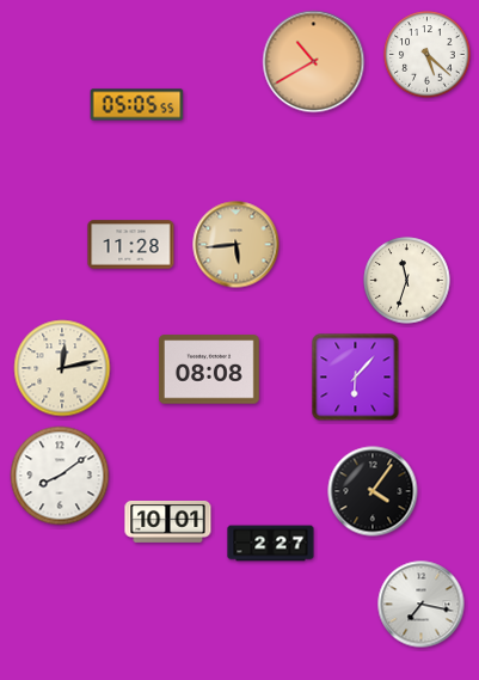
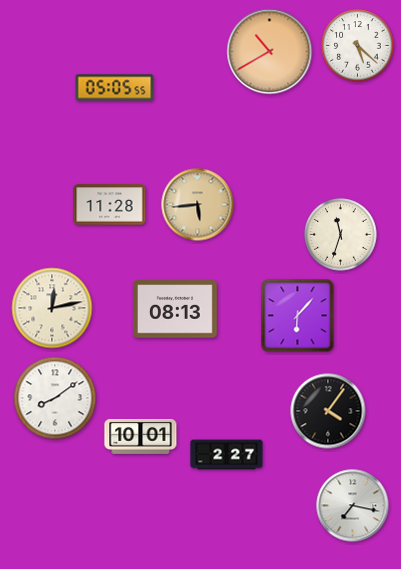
clock at (314, 62) position: (314, 62) -> (270, 52)
clock at (209, 369): 08:08 -> 08:13
clock at (60, 476) position: (60, 476) -> (55, 398)
clock at (373, 491) position: (373, 491) -> (328, 411)
